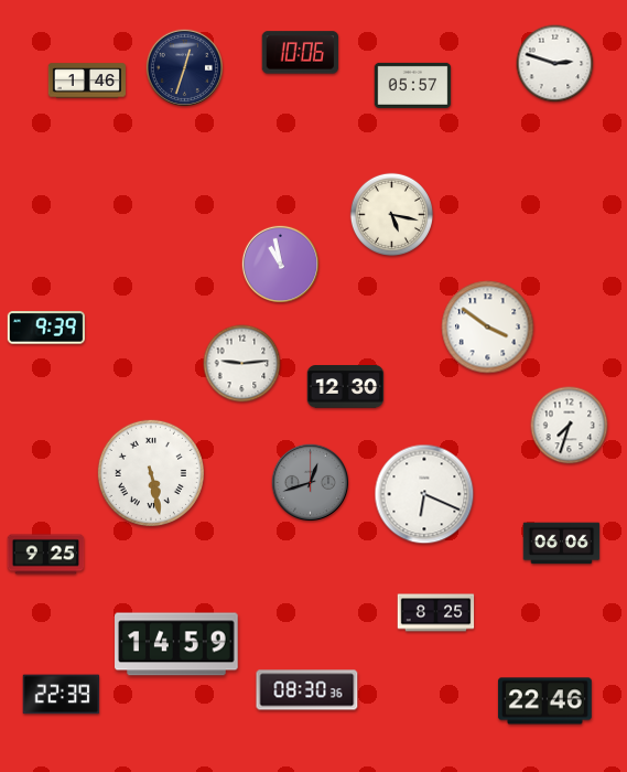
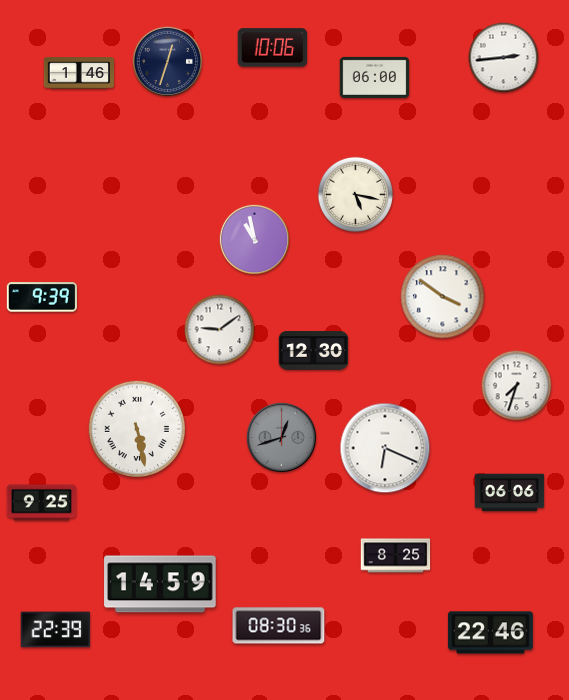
clock at (555, 64): 2:48 -> 2:44
clock at (413, 85): 05:57 -> 06:00
clock at (242, 364): 9:14 -> 9:09
clock at (544, 701) position: (544, 701) -> (490, 633)
